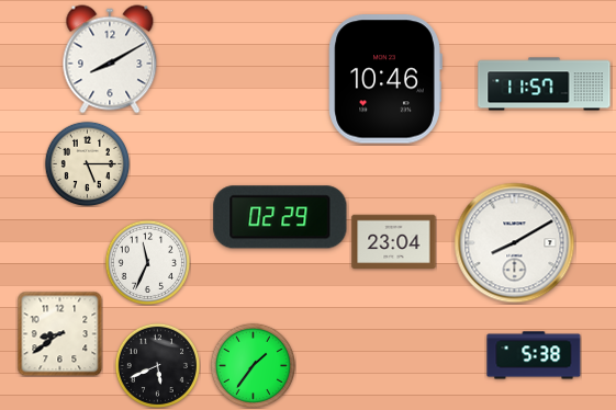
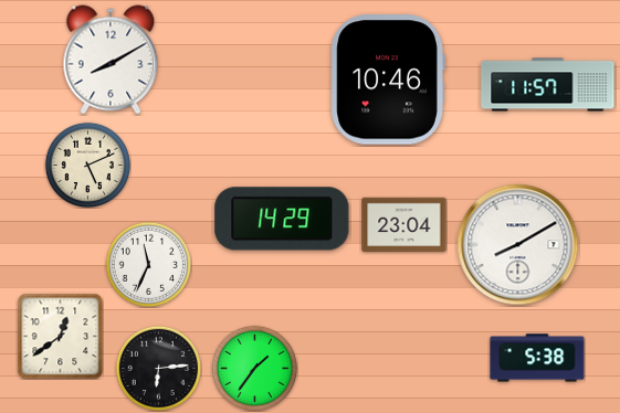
clock at (87, 163): 5:15 -> 5:11
clock at (280, 217): 02:29 -> 14:29
clock at (394, 242) position: (394, 242) -> (404, 225)
clock at (59, 333): 8:39 -> 12:39
clock at (157, 365): 5:41 -> 6:14
